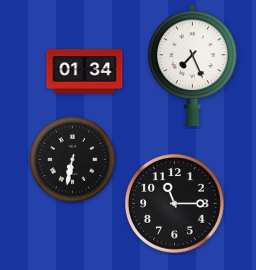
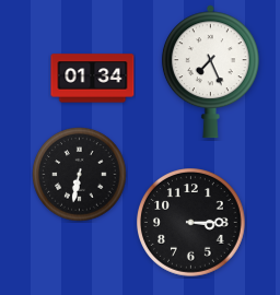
clock at (175, 204): 11:15 -> 3:15
